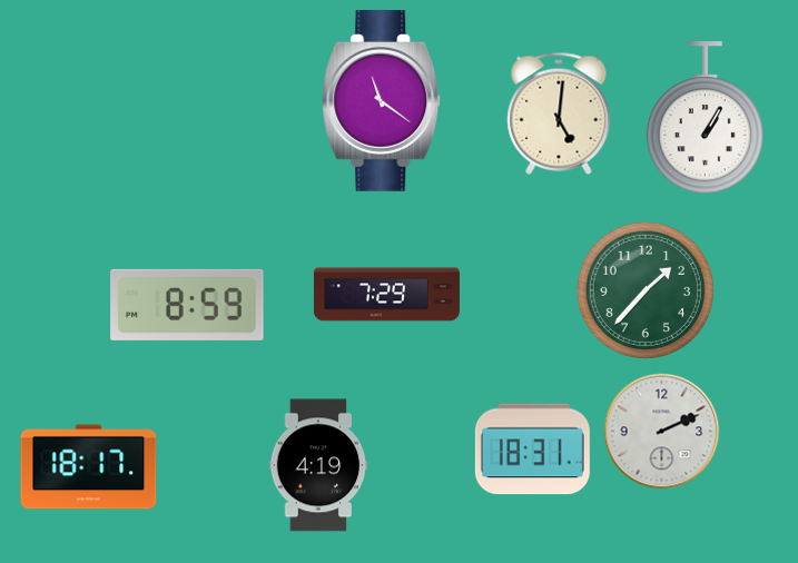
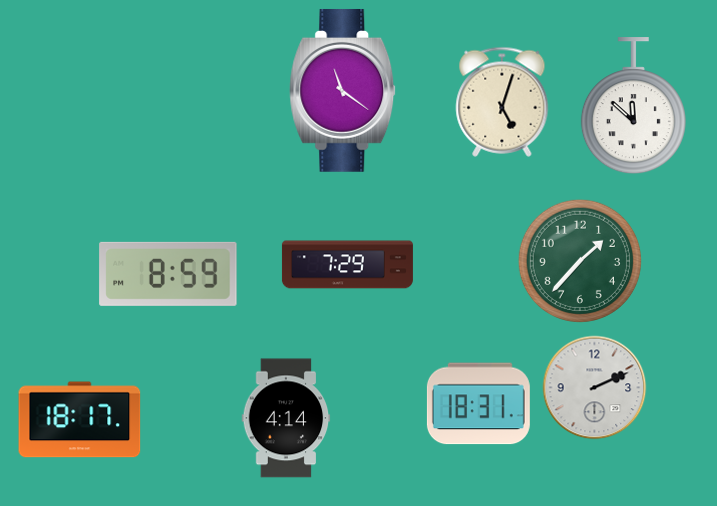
clock at (559, 113): 5:01 -> 5:03
clock at (705, 118): 1:05 -> 11:52
clock at (318, 465): 4:19 -> 4:14
